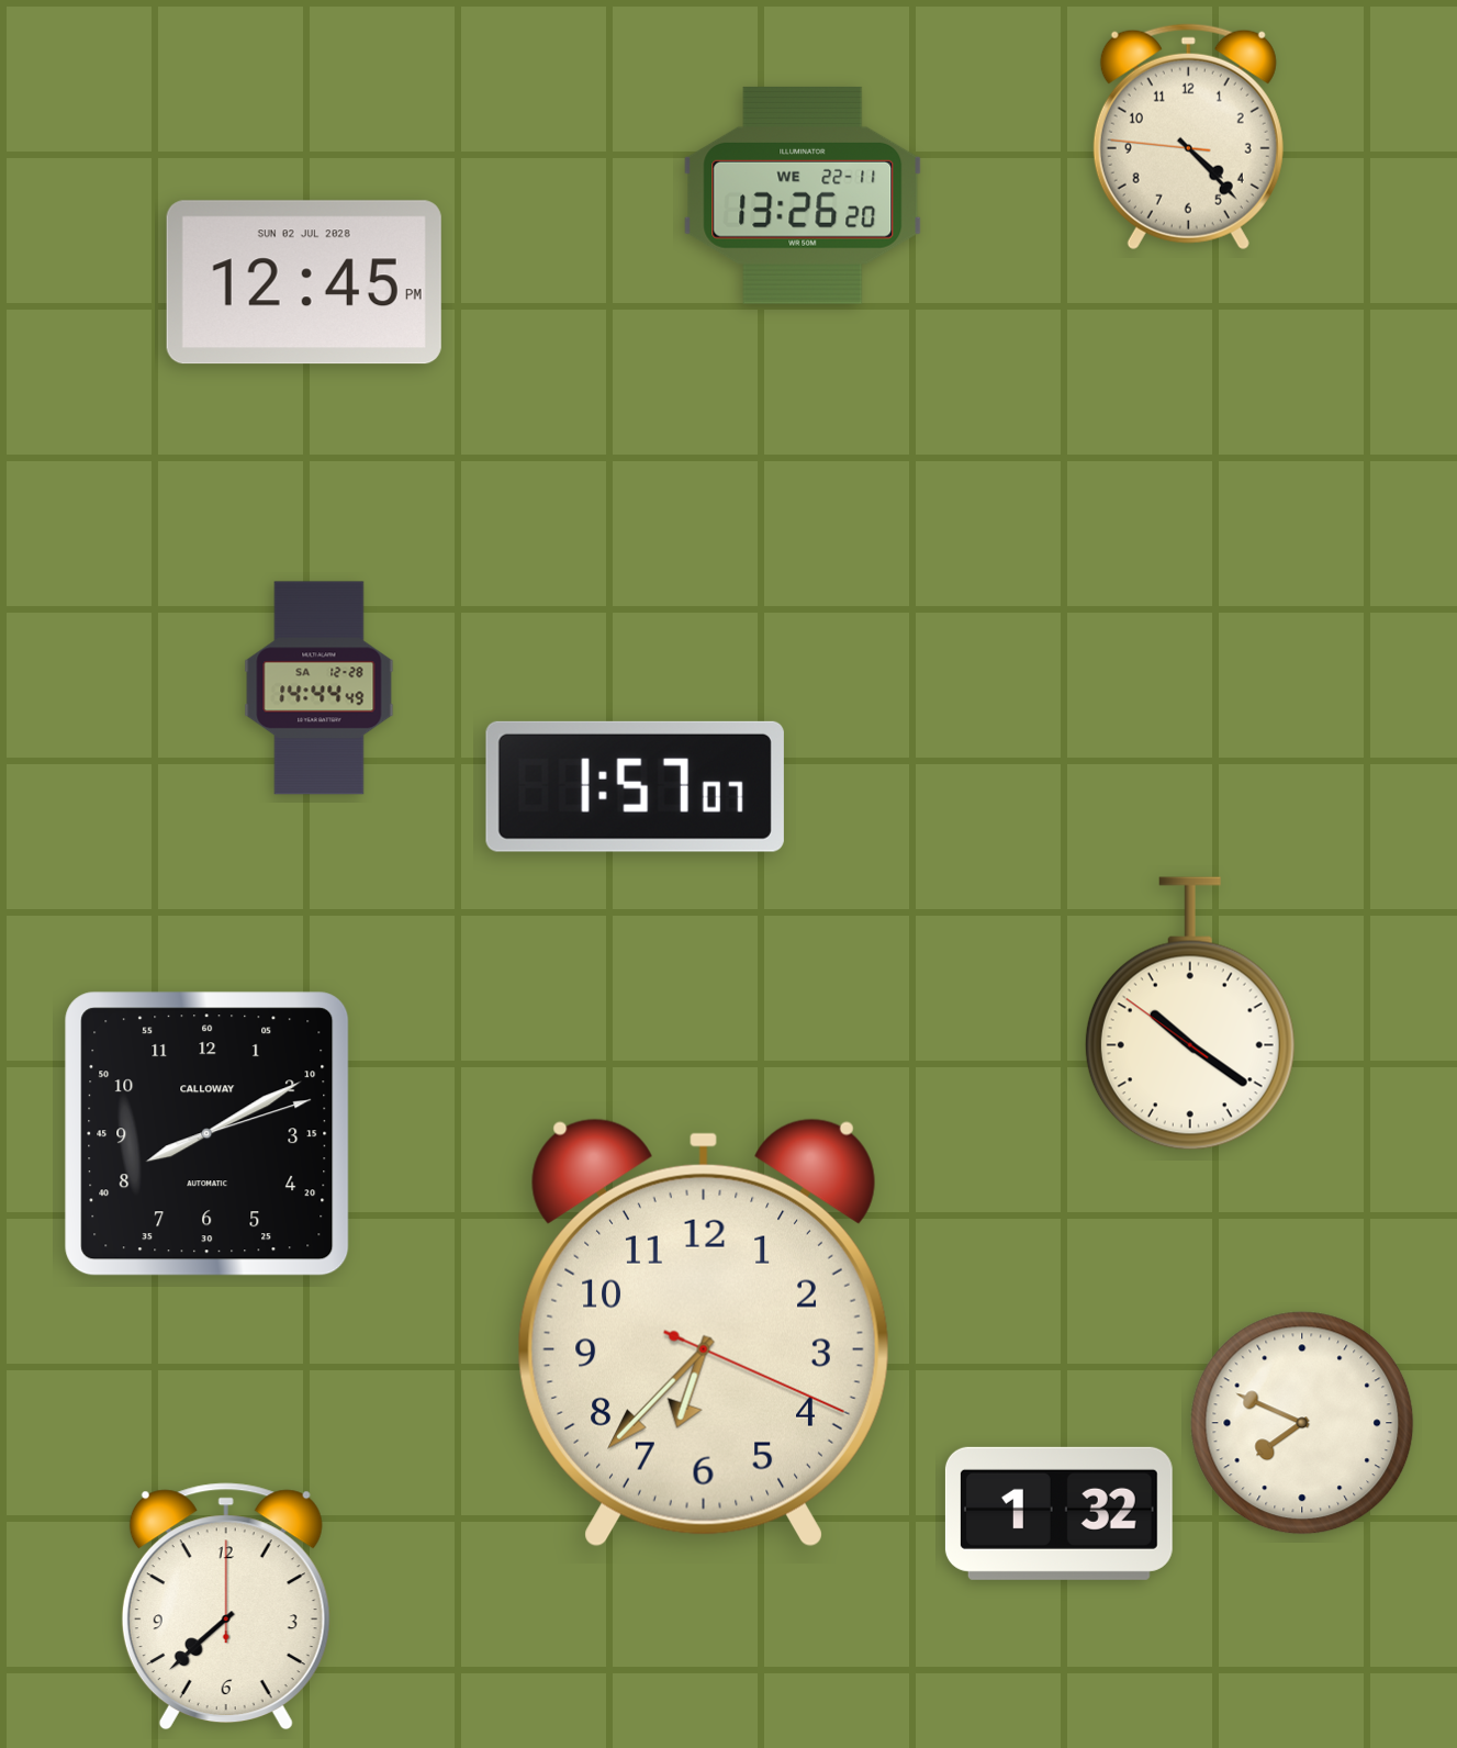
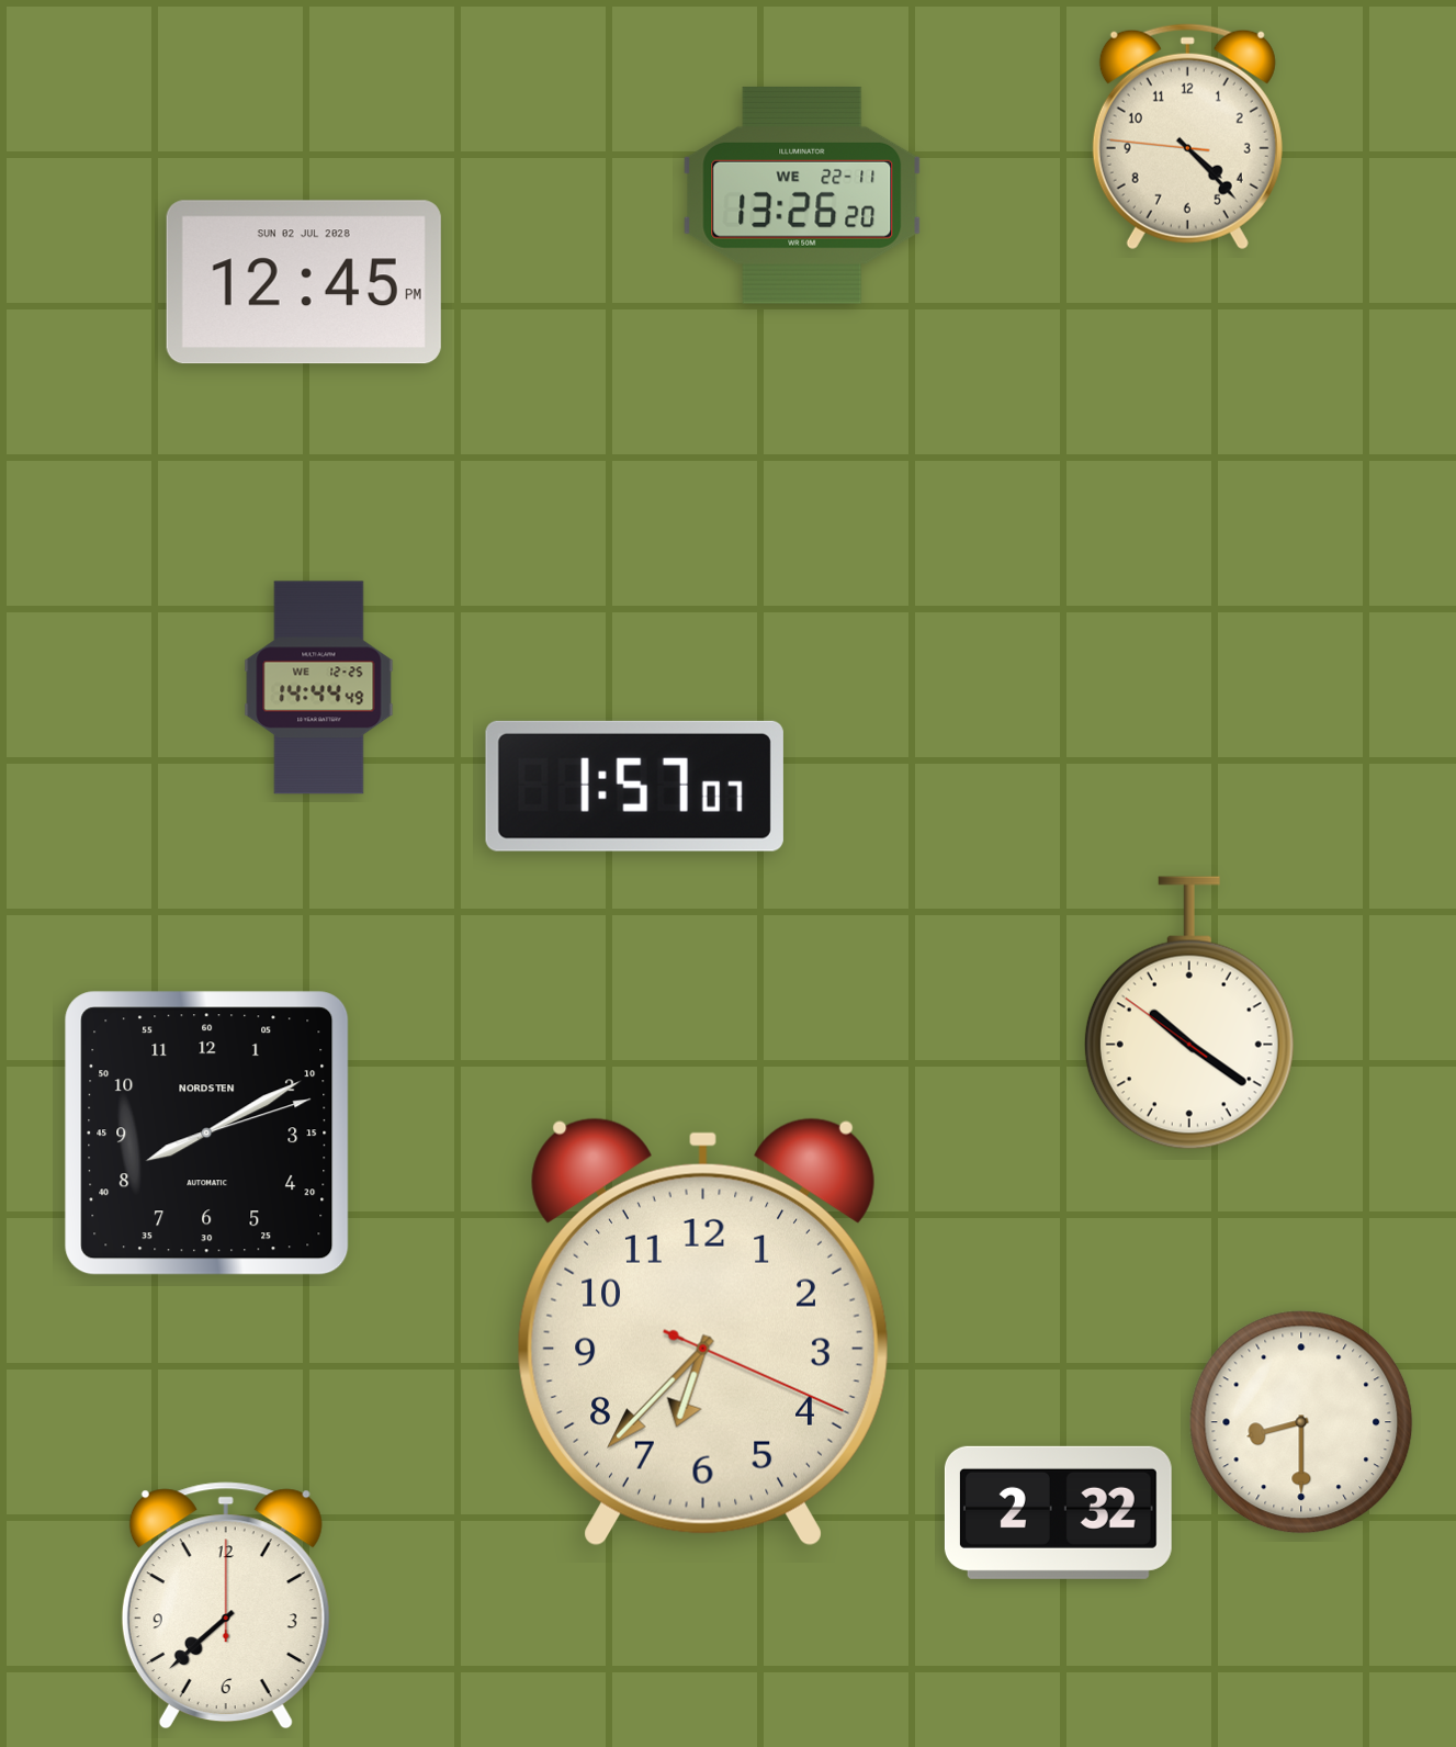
clock at (320, 688) date: SA 12-28 -> WE 12-25
clock at (208, 1134) brand: CALLOWAY -> NORDSTEN
clock at (1302, 1423): 7:49 -> 8:30
clock at (1058, 1513): 1:32 -> 2:32
